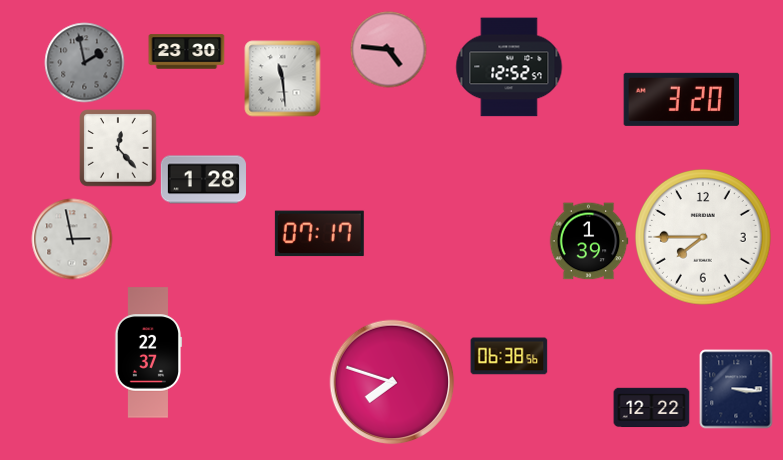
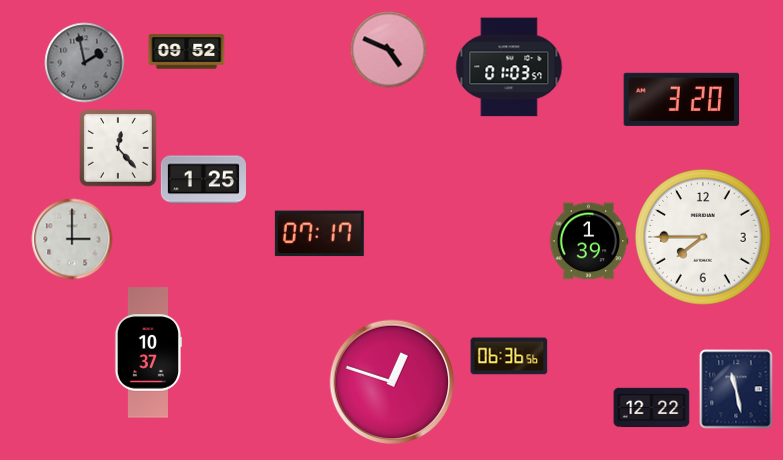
clock at (389, 50): 4:46 -> 4:49
clock at (187, 52): 23:30 -> 09:52
clock at (509, 67): 12:52 -> 01:03
clock at (283, 79): 11:29 -> none
clock at (203, 180): 1:28 -> 1:25
clock at (72, 239): 2:58 -> 3:00
clock at (147, 353): 22:37 -> 10:37
clock at (509, 356): 06:38 -> 06:36
clock at (392, 382): 7:48 -> 12:48
clock at (736, 389): 3:16 -> 11:28
